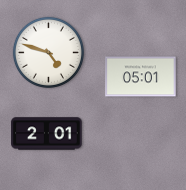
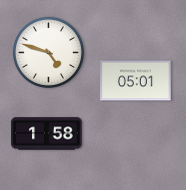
clock at (141, 77) position: (141, 77) -> (136, 81)
clock at (47, 134): 2:01 -> 1:58
